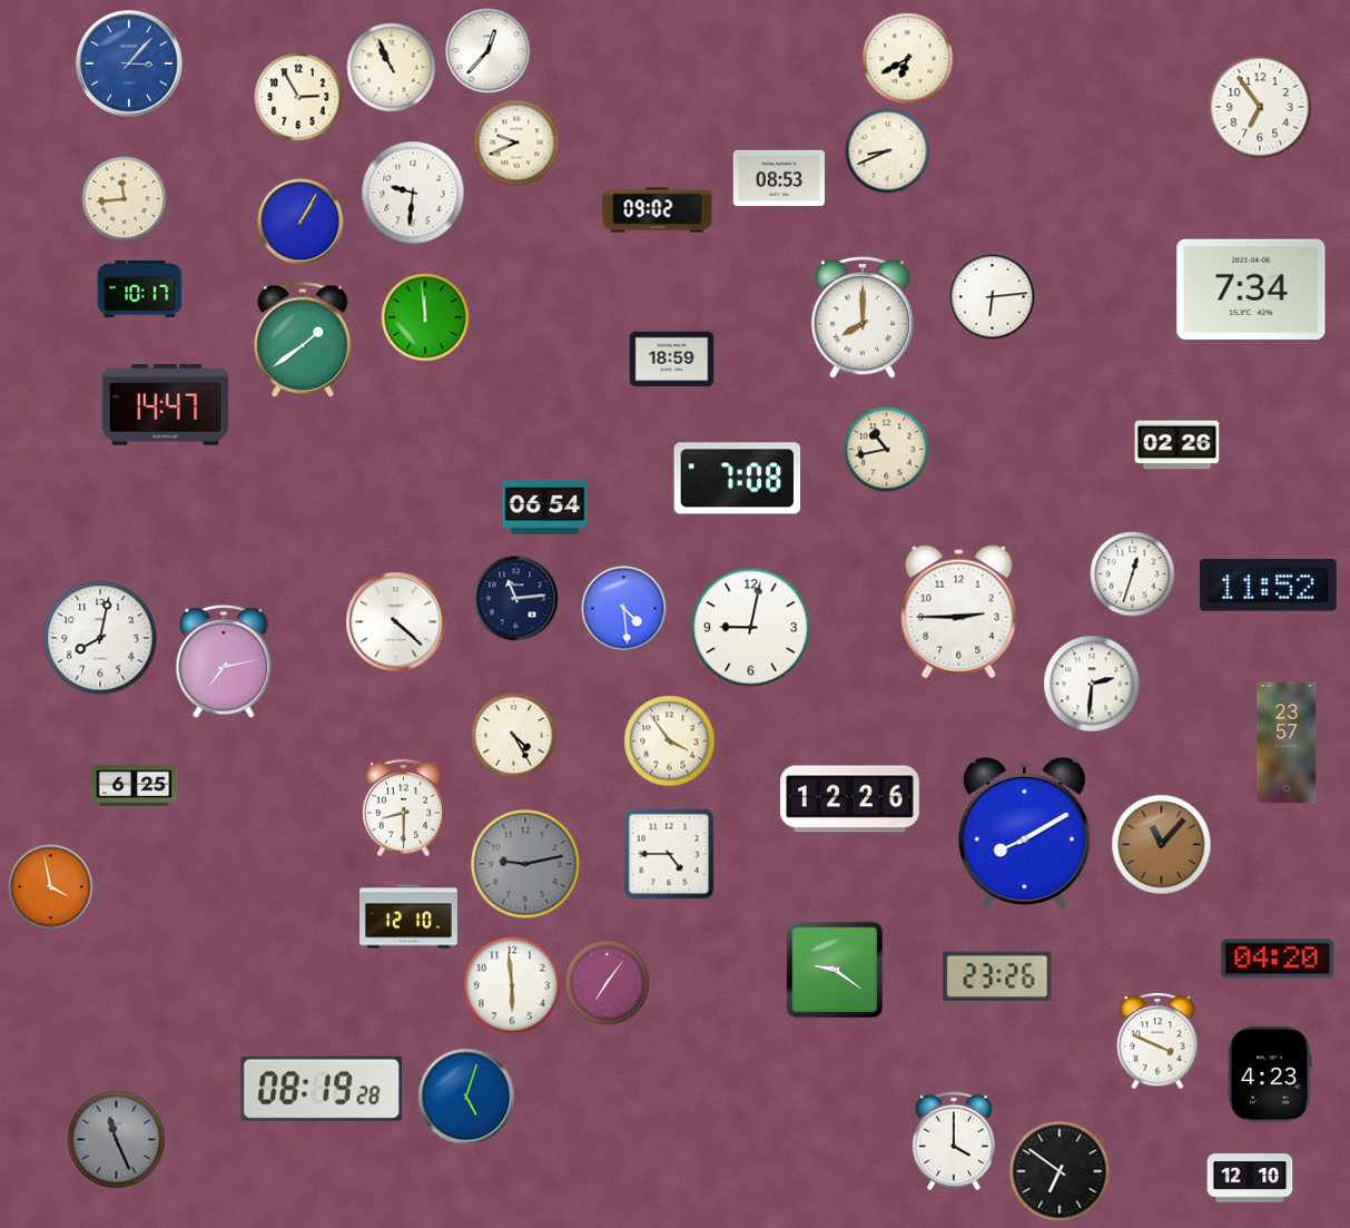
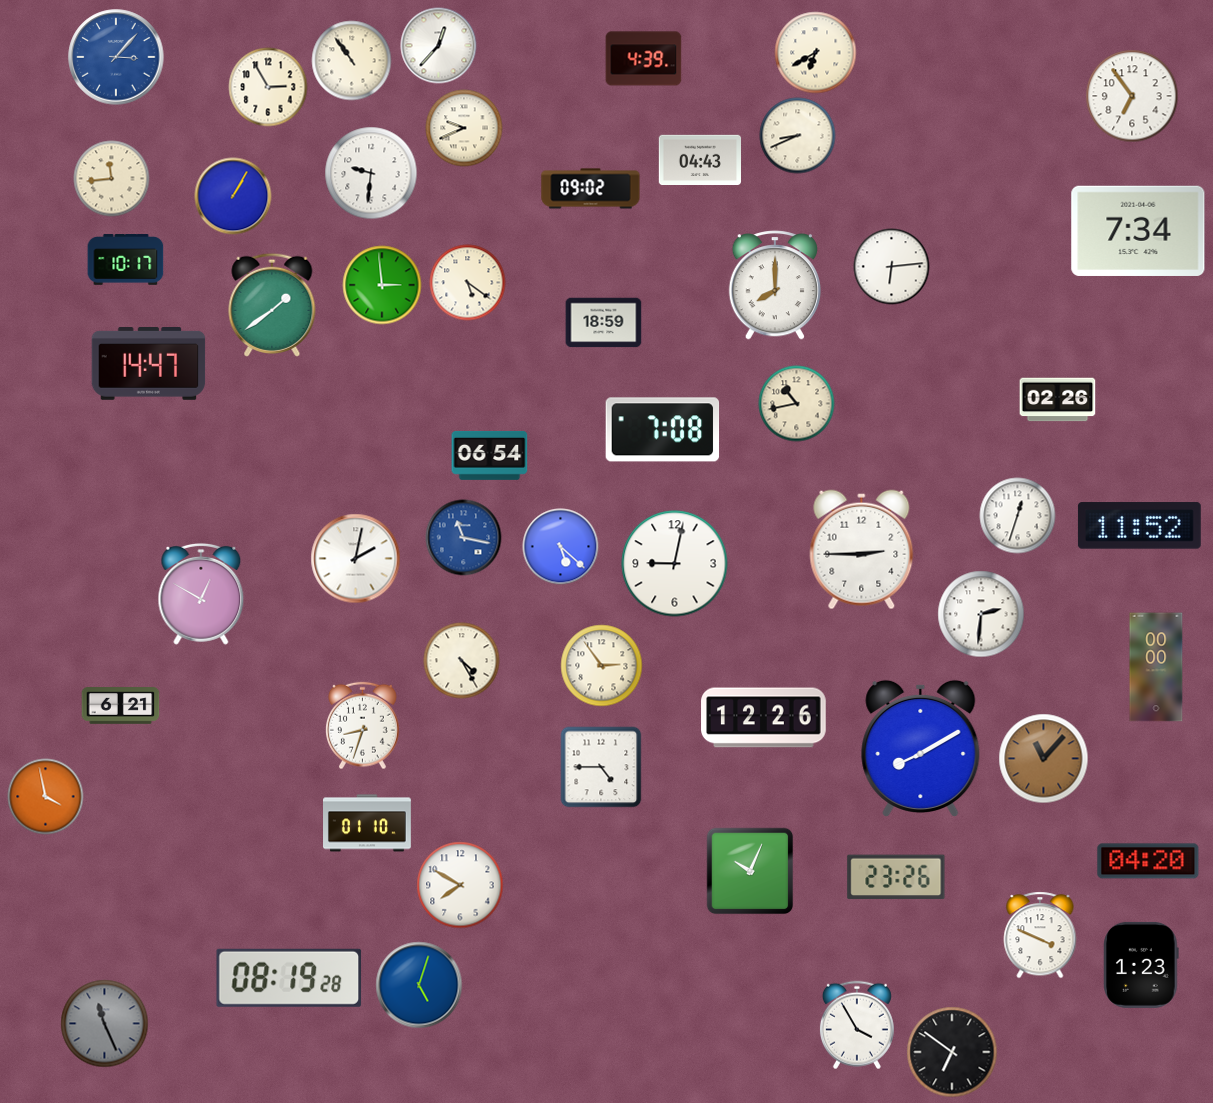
clock at (644, 59): none -> 4:39
clock at (392, 68): 10:56 -> 10:54
clock at (778, 177): 08:53 -> 04:43
clock at (300, 222) position: (300, 222) -> (233, 196)
clock at (1251, 289) position: (1251, 289) -> (1138, 231)
clock at (468, 283): none -> 5:21
clock at (425, 317): 11:59 -> 2:59
clock at (516, 599): 11:14 -> 11:17
clock at (516, 599) dial: navy -> blue
clock at (624, 609): 4:29 -> 5:22
clock at (396, 622): 4:22 -> 2:02
clock at (100, 638): 8:02 -> none
clock at (224, 661): 7:13 -> 12:50
clock at (670, 741): 3:54 -> 2:54
clock at (1287, 743): 23:57 -> 00:00
clock at (135, 786): 6:25 -> 6:21
clock at (404, 808): 8:30 -> 8:33
clock at (525, 864): 9:13 -> none
clock at (410, 916): 12:10 -> 01:10
clock at (835, 970): 9:21 -> 10:04
clock at (608, 983): 7:06 -> none
clock at (512, 985): 5:59 -> 7:50
clock at (1270, 1074): 4:23 -> 1:23
clock at (954, 1141): 4:00 -> 3:55
clock at (1250, 1178): 12:10 -> none
